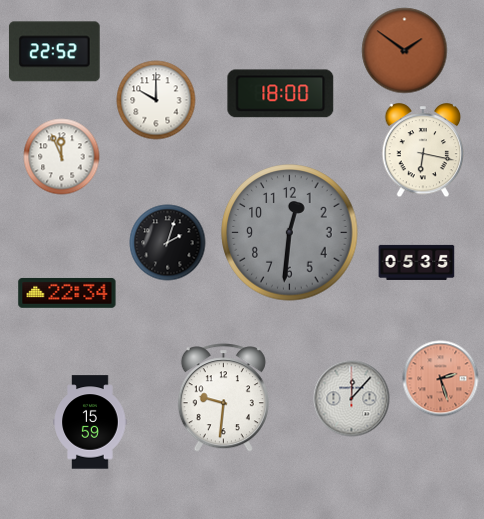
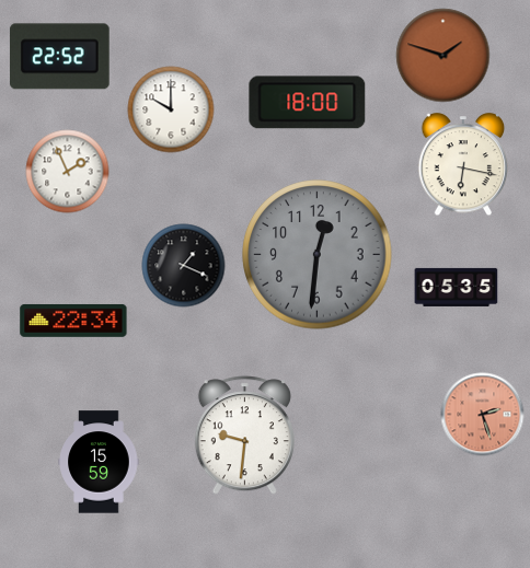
clock at (405, 51): 1:51 -> 1:48
clock at (62, 157): 11:56 -> 1:56
clock at (168, 243): 2:03 -> 1:19
clock at (352, 399): 12:07 -> none
